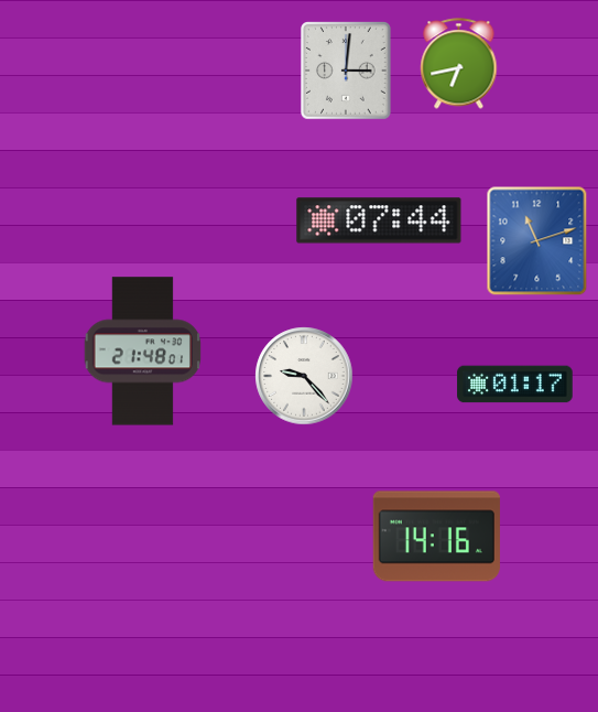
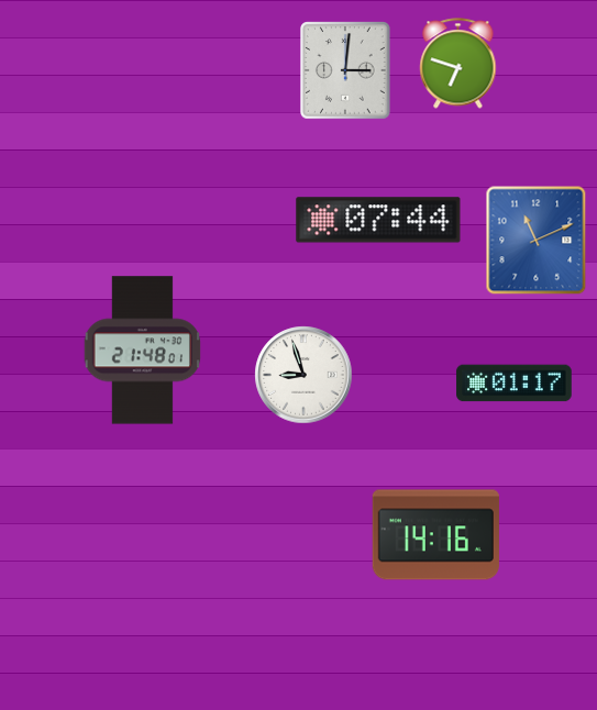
clock at (459, 64): 6:43 -> 6:48
clock at (537, 241): 11:12 -> 11:11
clock at (304, 376): 9:23 -> 8:57
